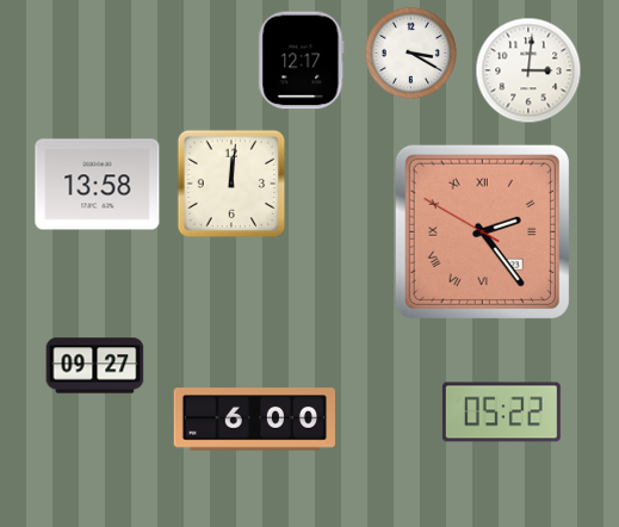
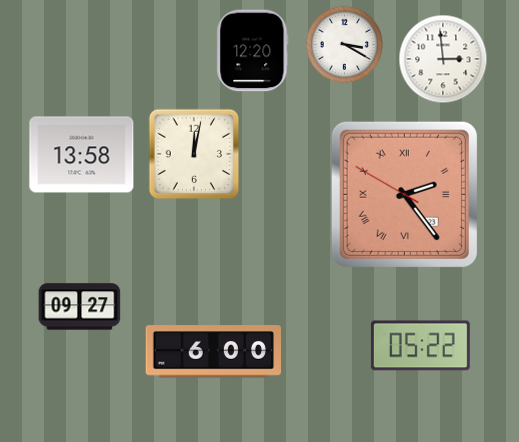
clock at (302, 61): 12:17 -> 12:20
clock at (528, 70): 3:01 -> 2:59
clock at (231, 184): 12:01 -> 12:02
